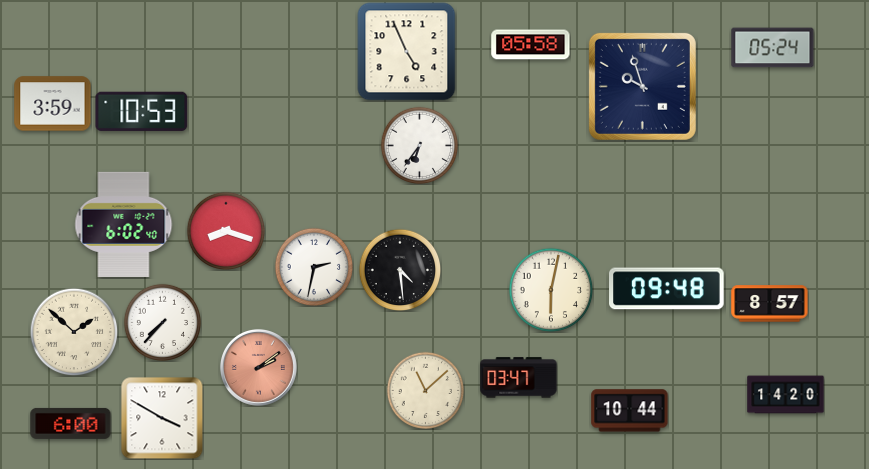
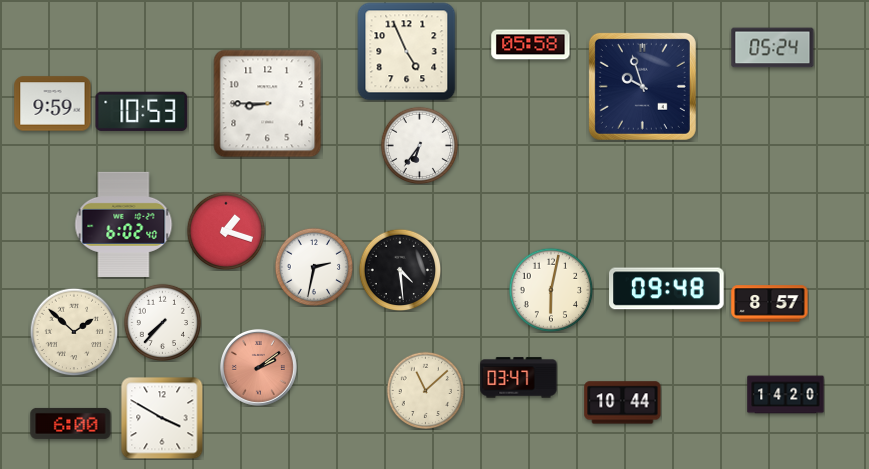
clock at (53, 104): 3:59 -> 9:59
clock at (268, 104): none -> 8:45
clock at (226, 231): 8:18 -> 1:18
clock at (630, 411) position: (630, 411) -> (623, 403)
